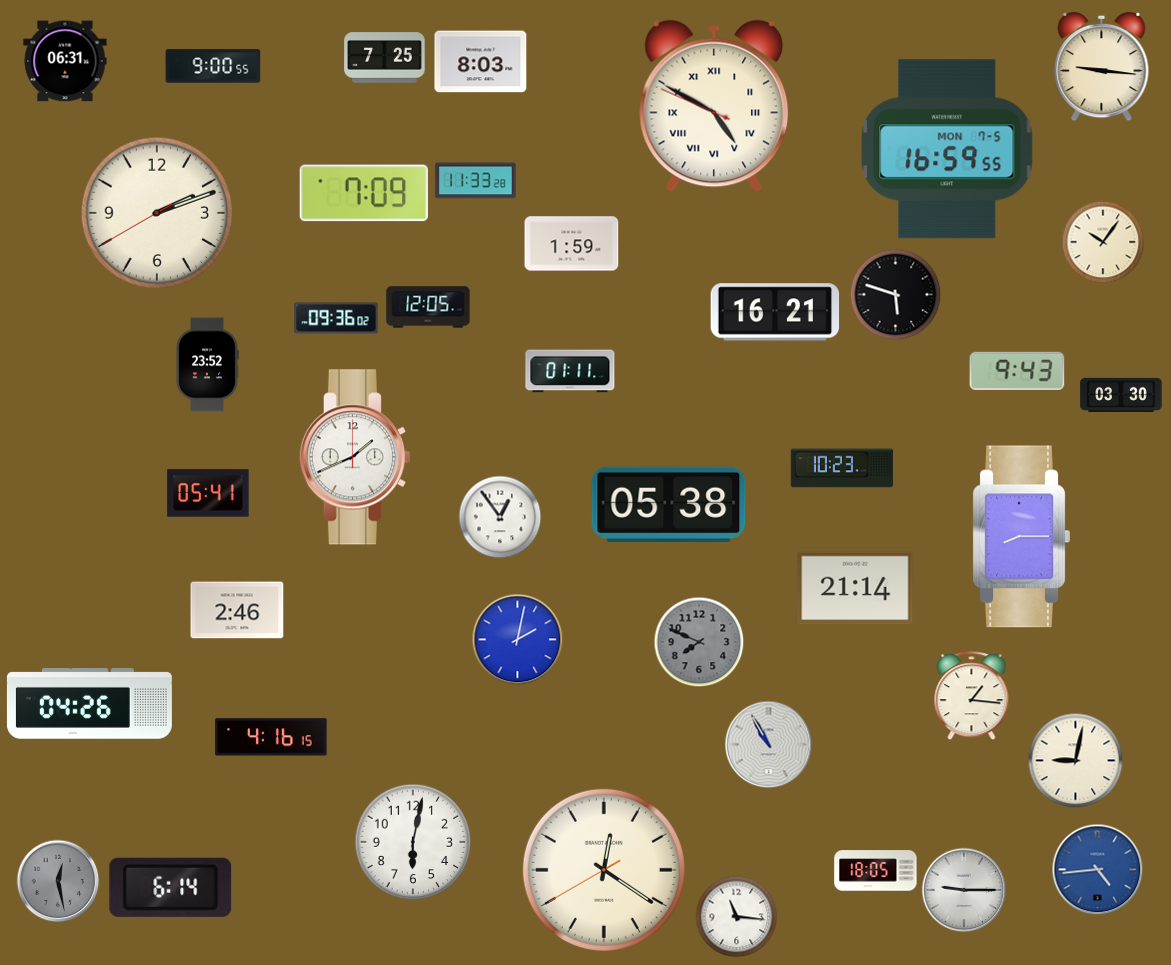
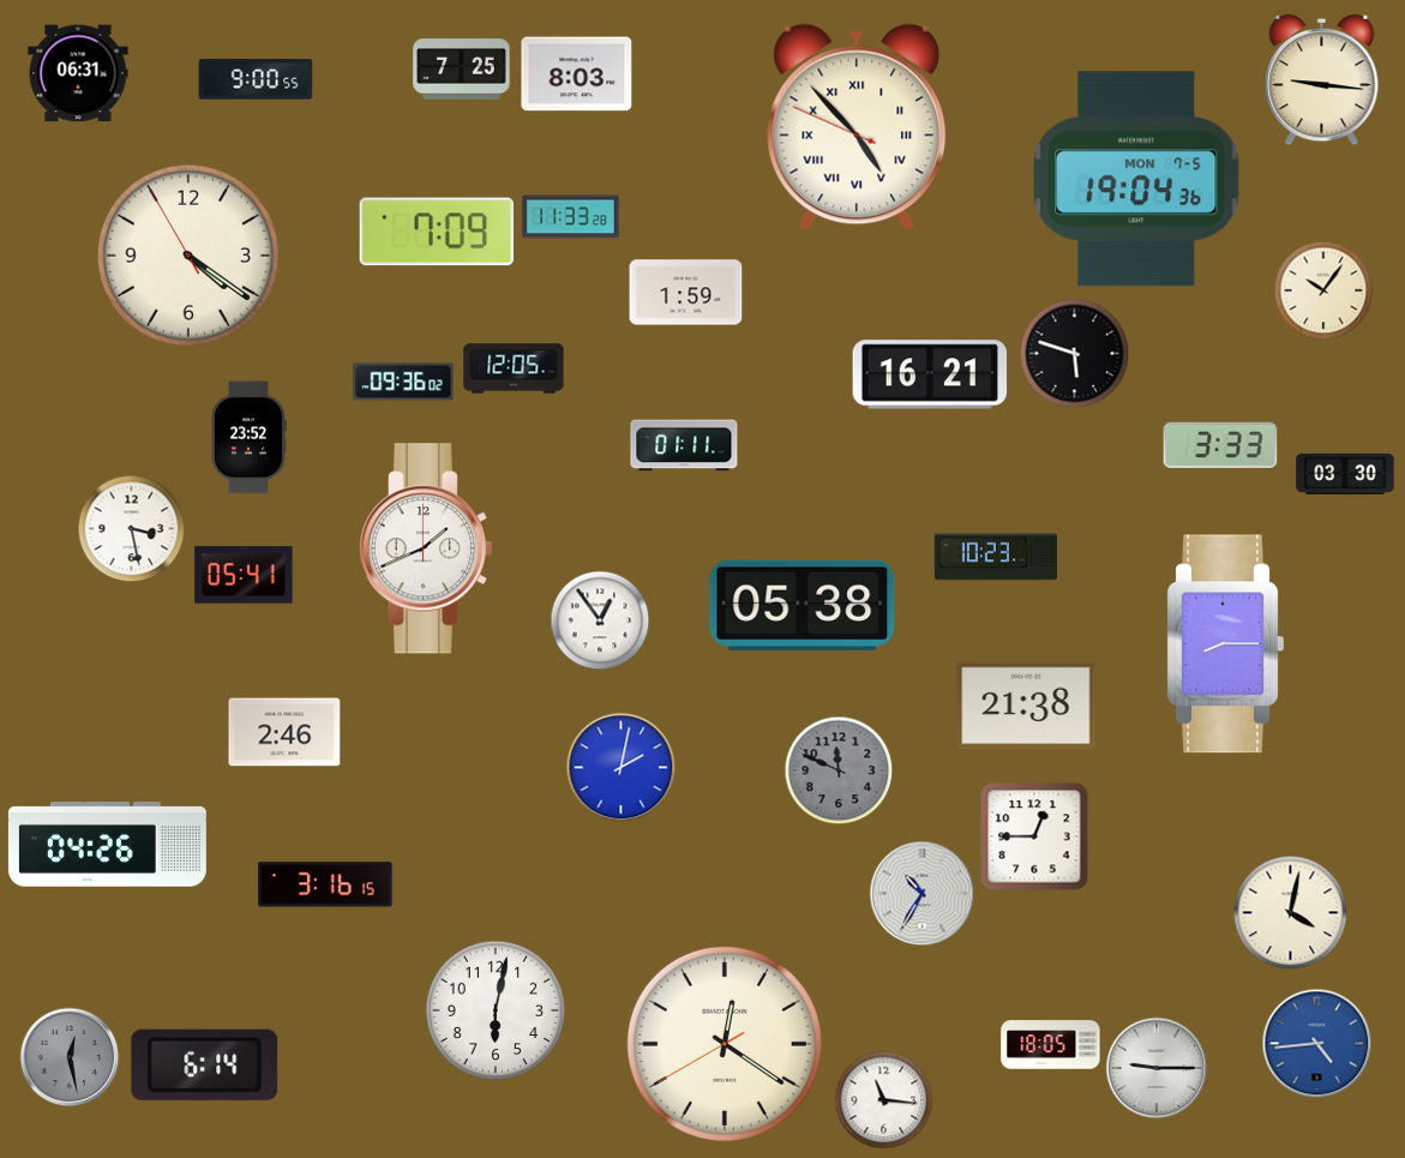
clock at (714, 106): 4:49 -> 4:52
clock at (947, 149): 16:59 -> 19:04
clock at (157, 213): 2:11 -> 4:20
clock at (1017, 370): 9:43 -> 3:33
clock at (132, 529): none -> 3:28
clock at (842, 468) position: (842, 468) -> (996, 557)
clock at (208, 493) position: (208, 493) -> (244, 575)
clock at (855, 588): 21:14 -> 21:38
clock at (699, 642): 7:49 -> 11:49
clock at (972, 696): 1:16 -> none
clock at (1034, 836): none -> 12:45
clock at (271, 737): 4:16 -> 3:16
clock at (769, 745): 10:55 -> 10:35
clock at (1076, 761): 9:02 -> 4:02
